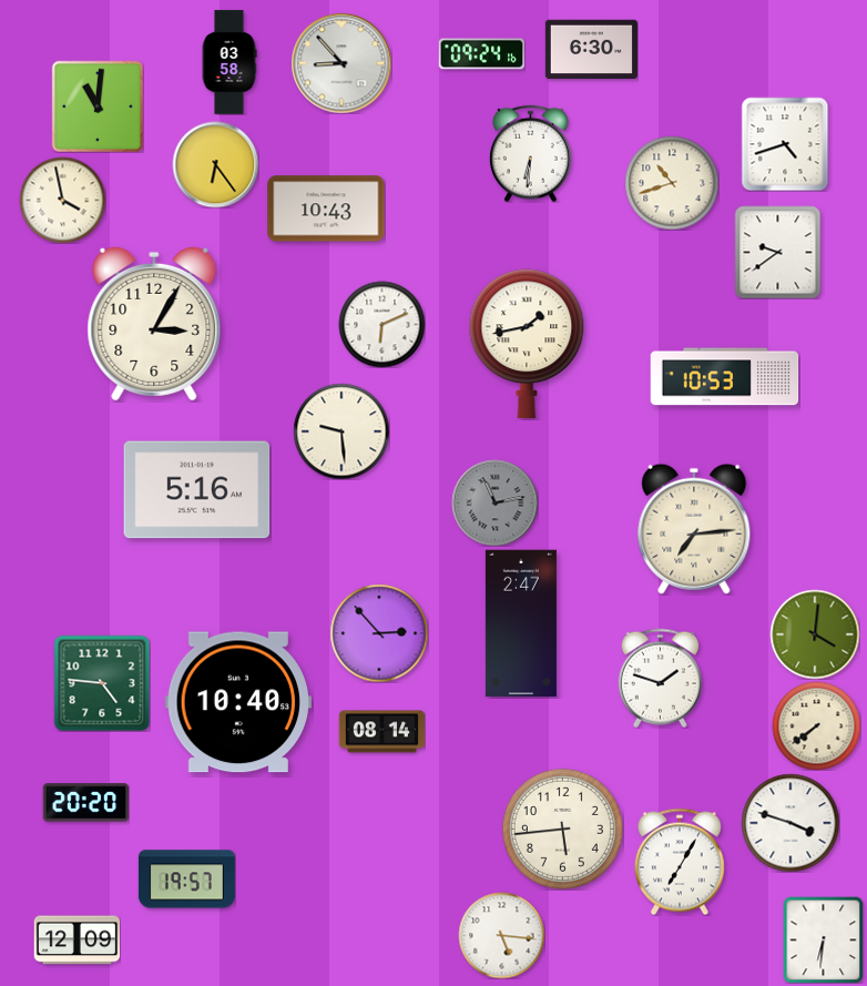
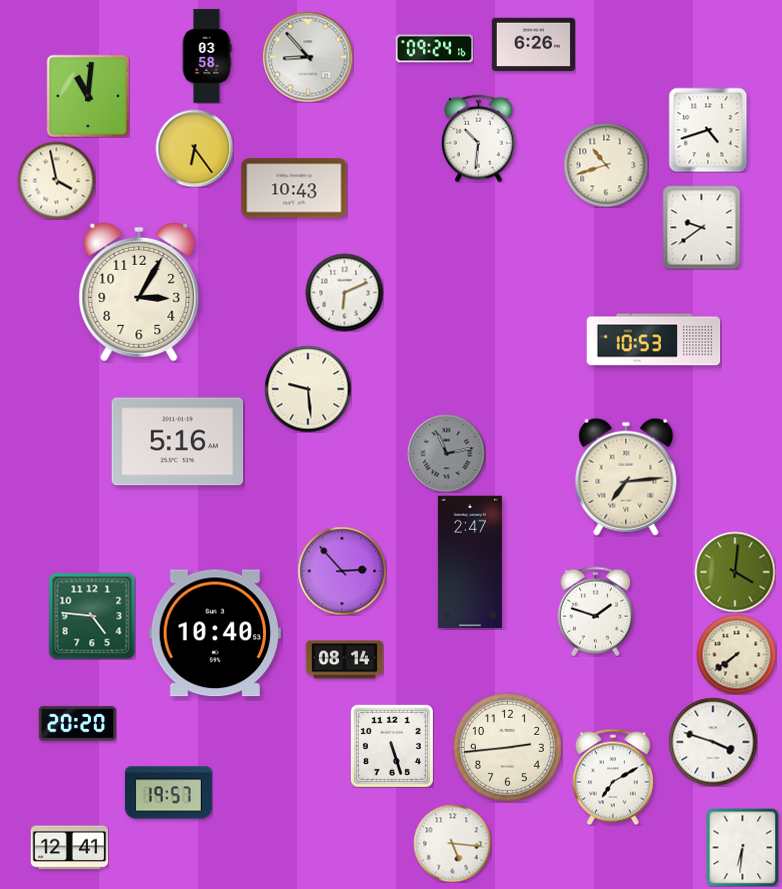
clock at (591, 50): 6:30 -> 6:26
clock at (530, 153): 6:31 -> 10:31
clock at (527, 343): 1:43 -> none
clock at (392, 746): none -> 5:27
clock at (562, 829): 5:44 -> 2:44
clock at (680, 862): 7:05 -> 7:10
clock at (76, 941): 12:09 -> 12:41
